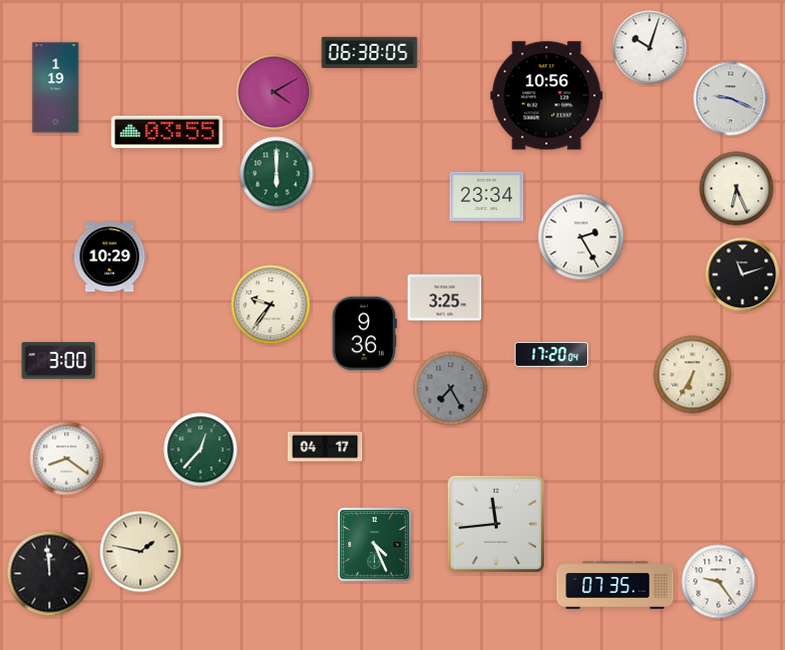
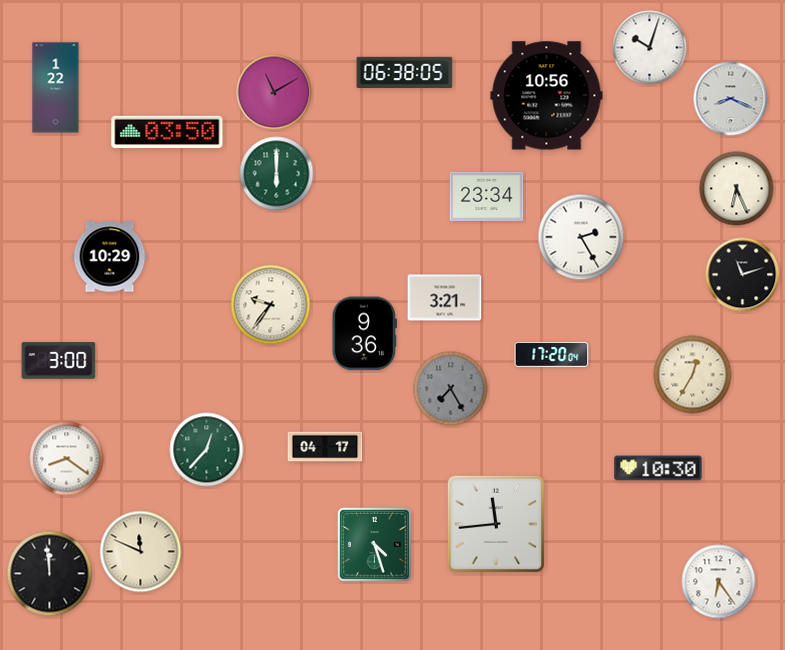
clock at (370, 53) position: (370, 53) -> (405, 73)
clock at (56, 88): 1:19 -> 1:22
clock at (274, 92): 4:10 -> 11:10
clock at (731, 99): 9:19 -> 8:19
clock at (167, 132): 03:55 -> 03:50
clock at (445, 298): 3:25 -> 3:21
clock at (693, 375): 6:35 -> 12:35
clock at (201, 450) position: (201, 450) -> (207, 450)
clock at (658, 468): none -> 10:30
clock at (375, 545): 4:26 -> 4:27
clock at (141, 552): 1:47 -> 11:49
clock at (719, 582): 9:24 -> 6:24
clock at (615, 585): 07:35 -> none
